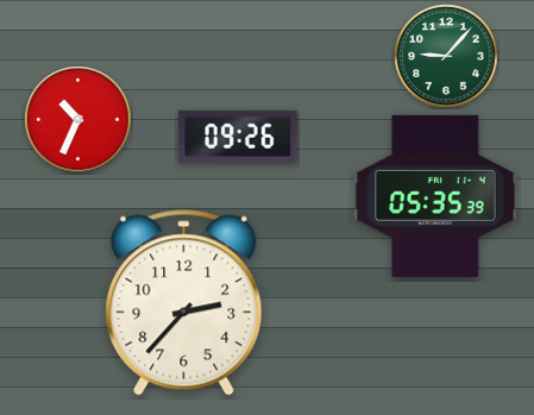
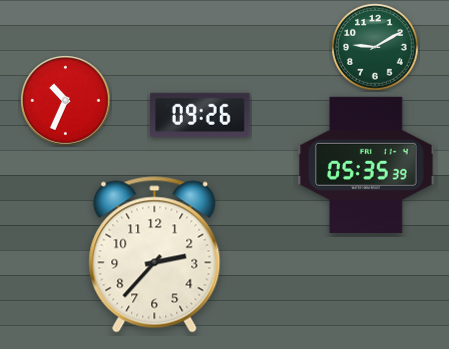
clock at (446, 56): 9:07 -> 9:10
